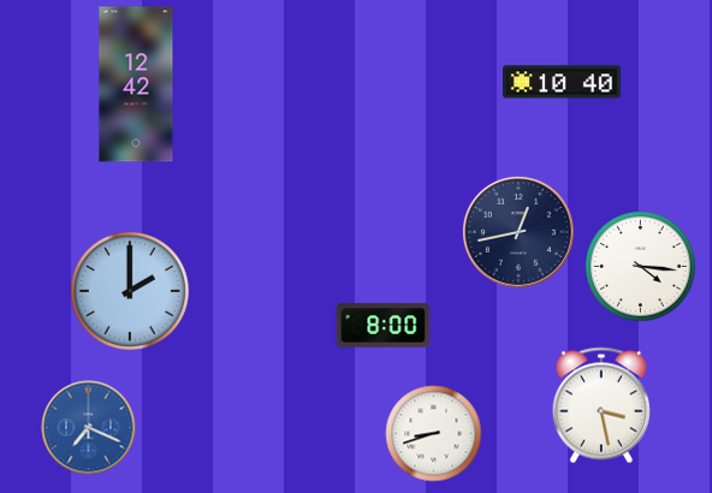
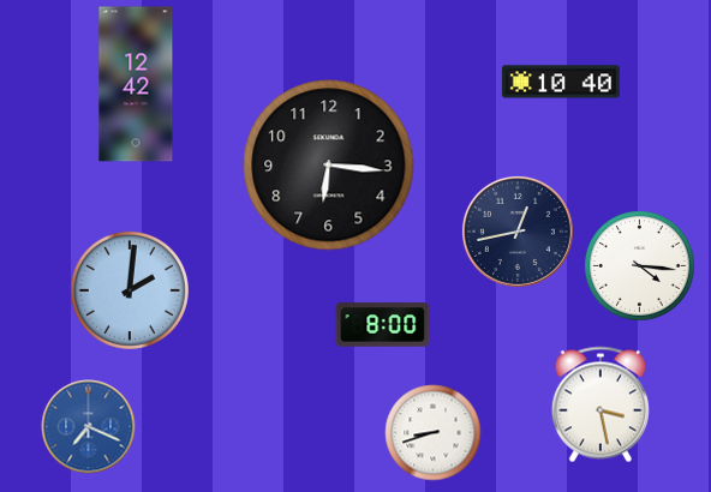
clock at (329, 166): none -> 6:16
clock at (130, 291): 2:00 -> 2:01
